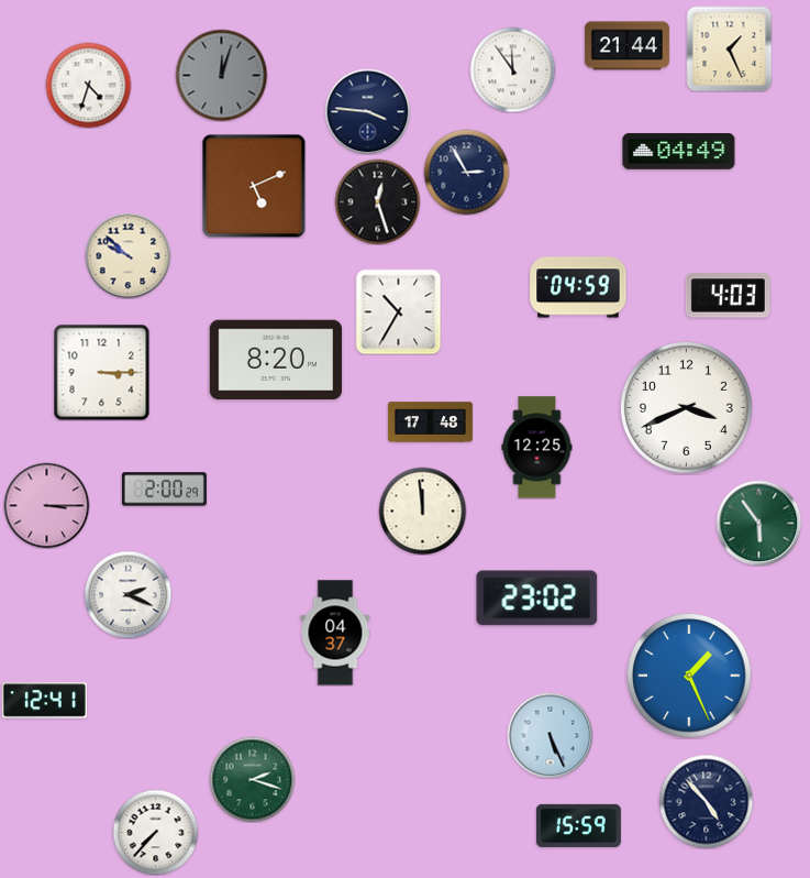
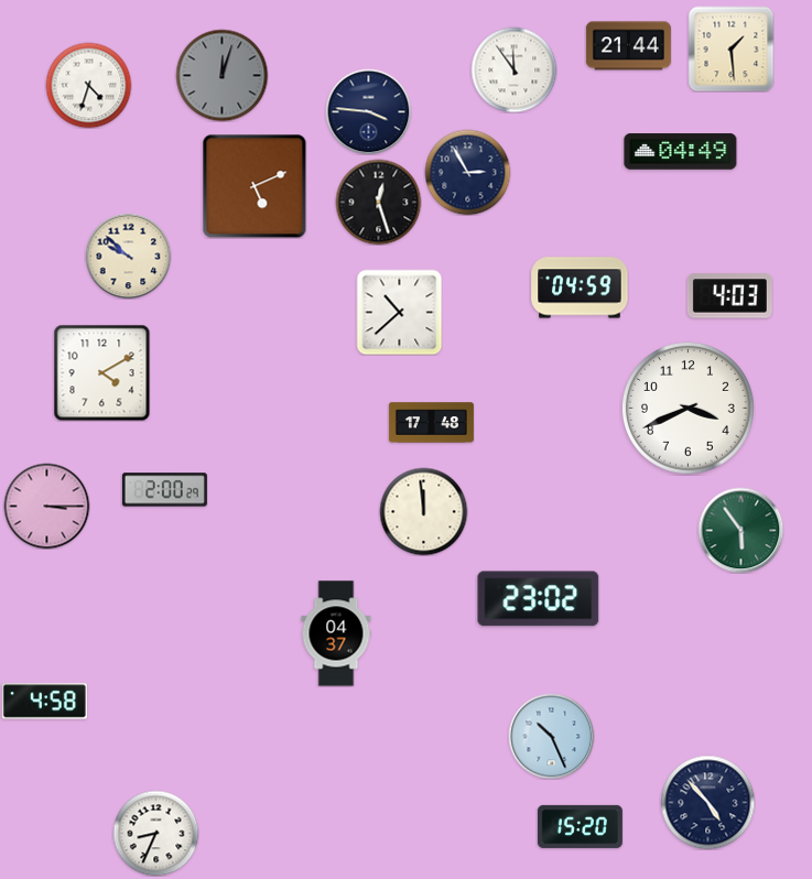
clock at (729, 48): 1:26 -> 1:29
clock at (398, 311): 10:35 -> 10:38
clock at (276, 360): 8:20 -> none
clock at (101, 372): 3:15 -> 4:10
clock at (537, 448): 12:25 -> none
clock at (758, 523) position: (758, 523) -> (740, 530)
clock at (127, 594): 2:19 -> none
clock at (689, 676): 1:26 -> none
clock at (44, 701): 12:41 -> 4:58
clock at (550, 735): 5:26 -> 10:26
clock at (252, 779): 2:18 -> none
clock at (578, 825): 15:59 -> 15:20
clock at (155, 832): 7:37 -> 8:34
